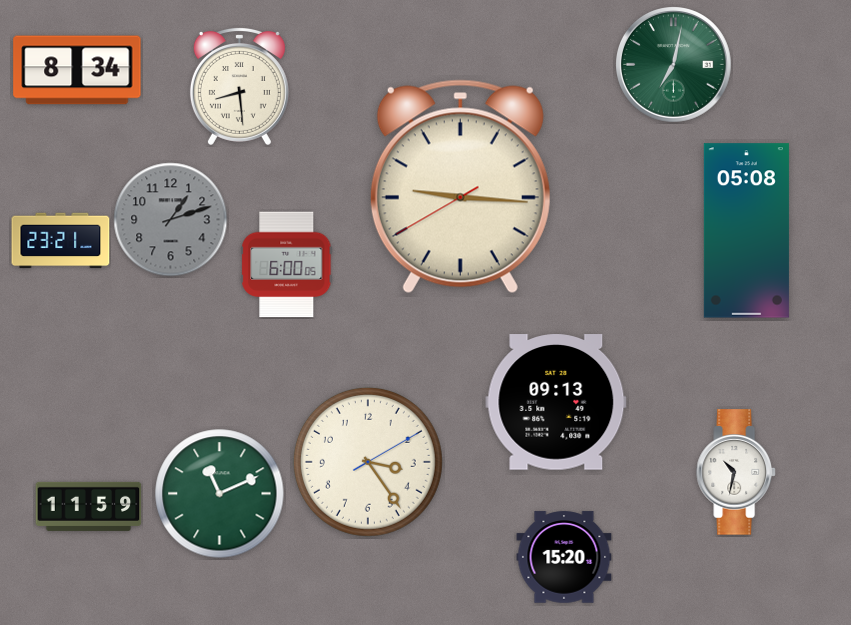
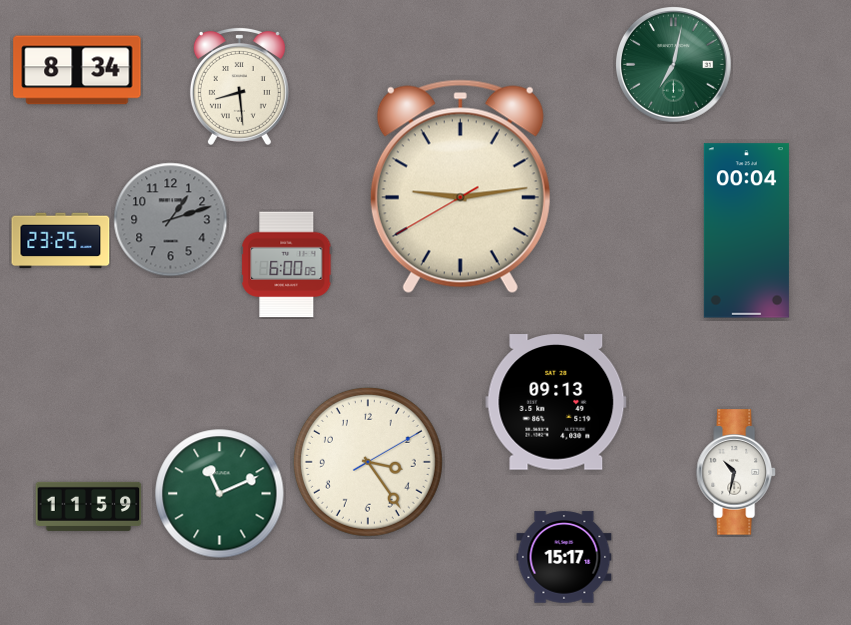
clock at (460, 187): 9:15 -> 9:13
clock at (746, 231): 05:08 -> 00:04
clock at (61, 241): 23:21 -> 23:25
clock at (564, 557): 15:20 -> 15:17
